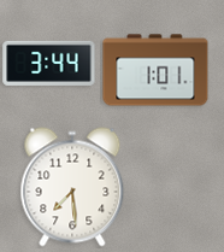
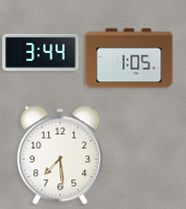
clock at (155, 70): 1:01 -> 1:05
